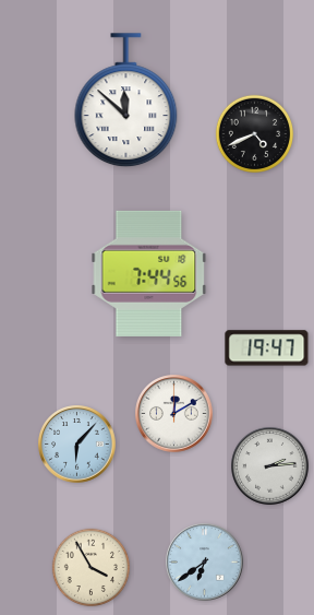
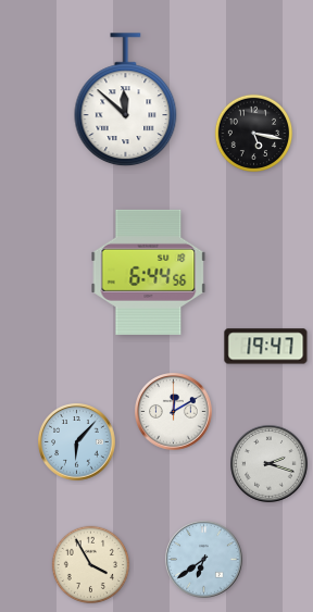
clock at (255, 134): 4:41 -> 5:17
clock at (149, 273): 7:44 -> 6:44
clock at (270, 466): 2:14 -> 2:18
